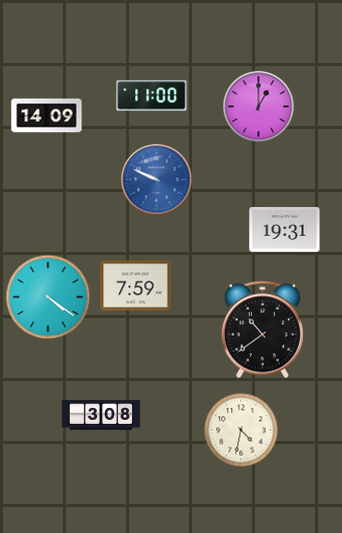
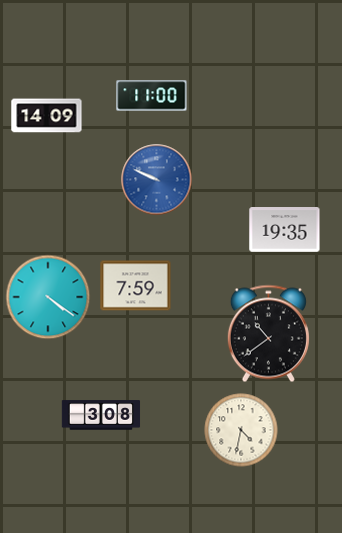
clock at (259, 107): 1:00 -> none
clock at (285, 230): 19:31 -> 19:35
clock at (262, 330) position: (262, 330) -> (268, 334)
